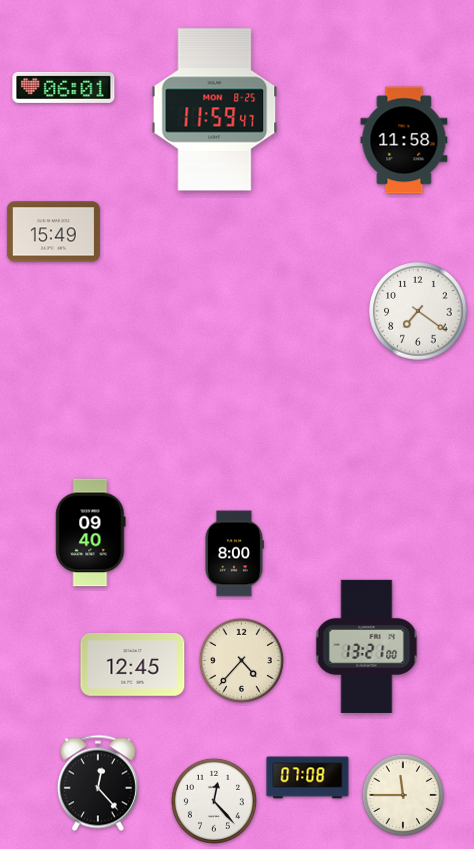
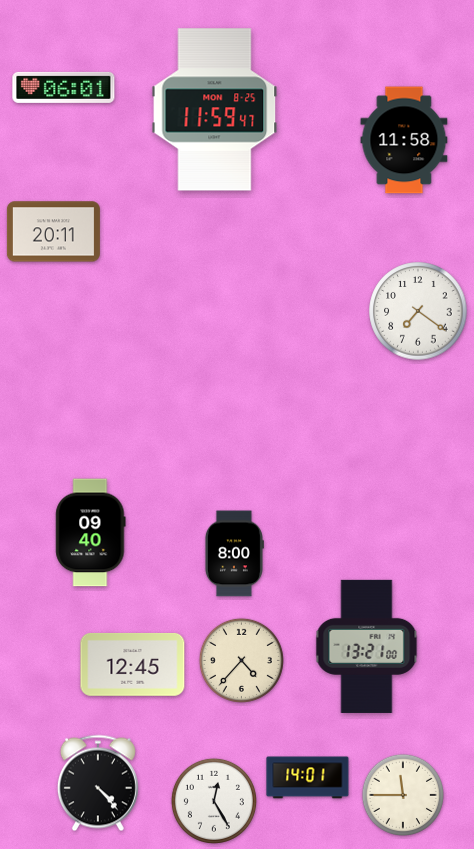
clock at (53, 232): 15:49 -> 20:11
clock at (308, 778): 07:08 -> 14:01
clock at (98, 783): 12:23 -> 4:23
clock at (214, 801): 12:23 -> 12:25
